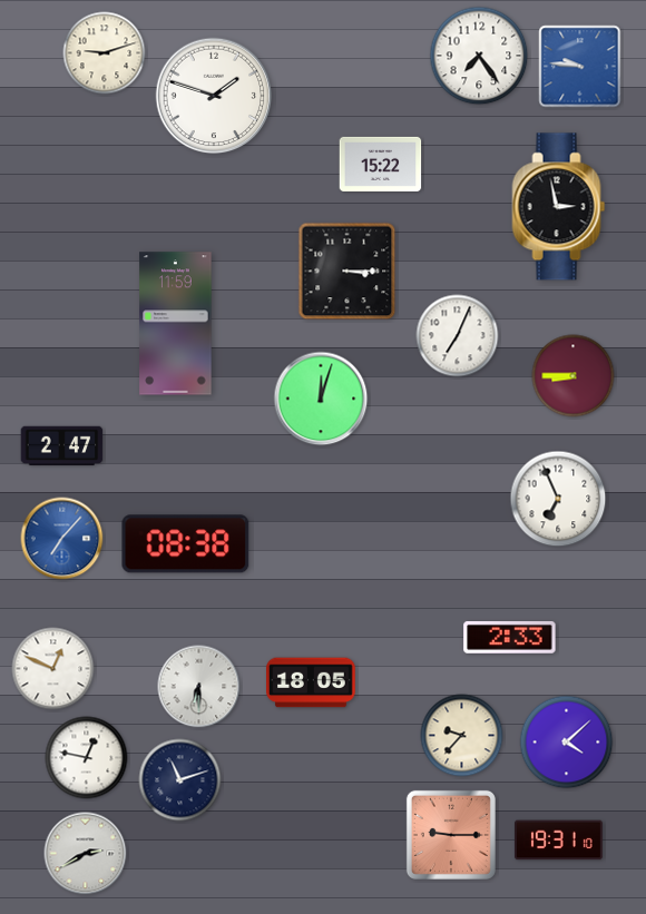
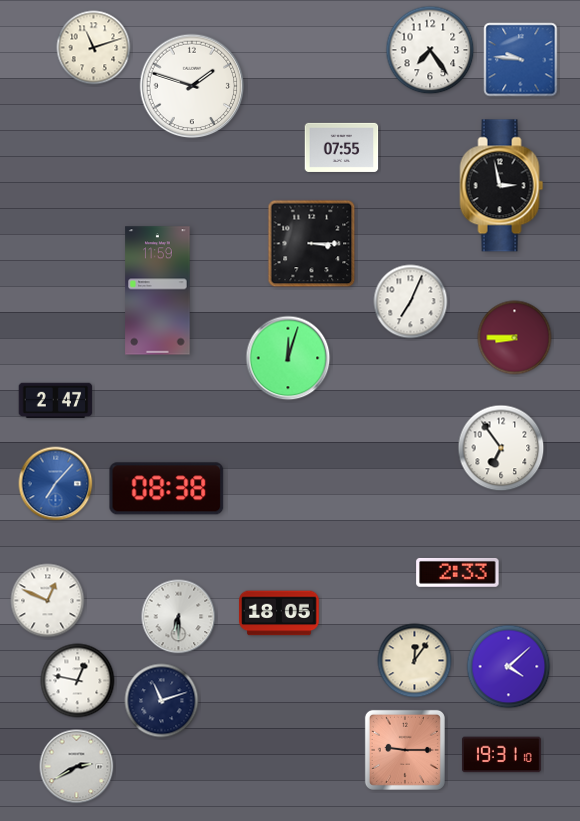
clock at (105, 53): 9:12 -> 11:12
clock at (381, 164): 15:22 -> 07:55
clock at (558, 499): 6:56 -> 6:54
clock at (462, 736): 9:37 -> 12:06
